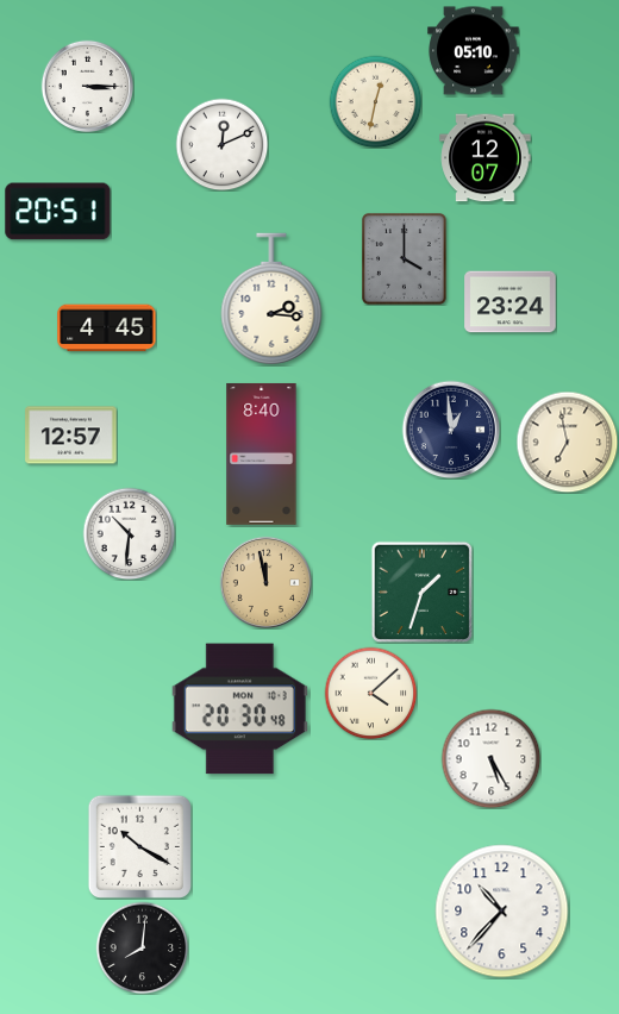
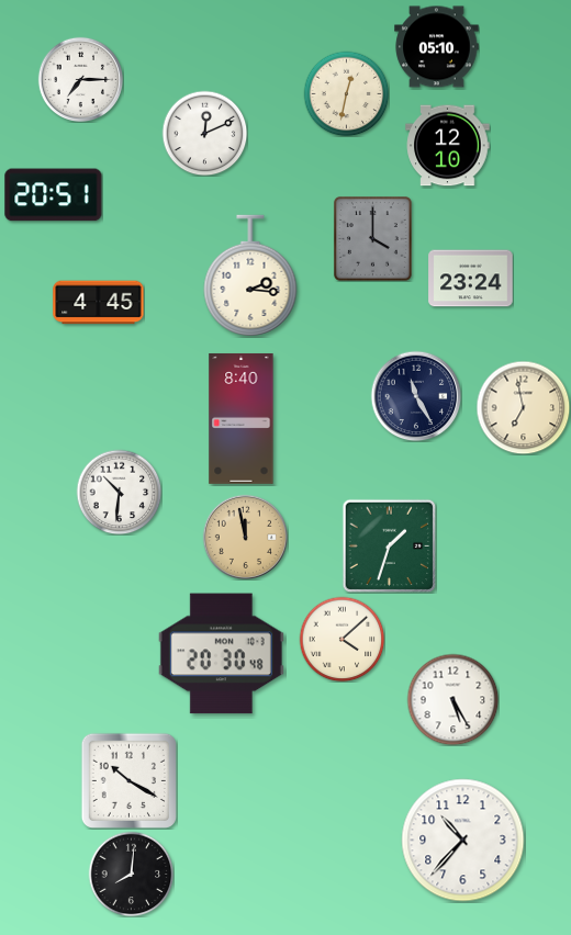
clock at (87, 86): 3:15 -> 7:15
clock at (486, 158): 12:07 -> 12:10
clock at (451, 430): 12:59 -> 11:25
clock at (71, 436): 12:57 -> none
